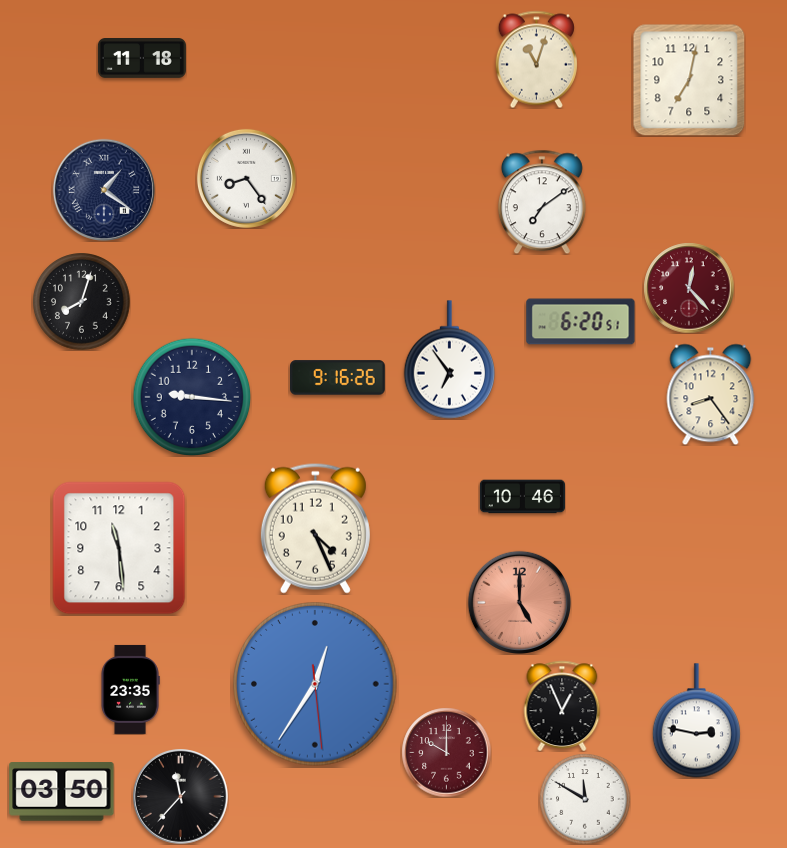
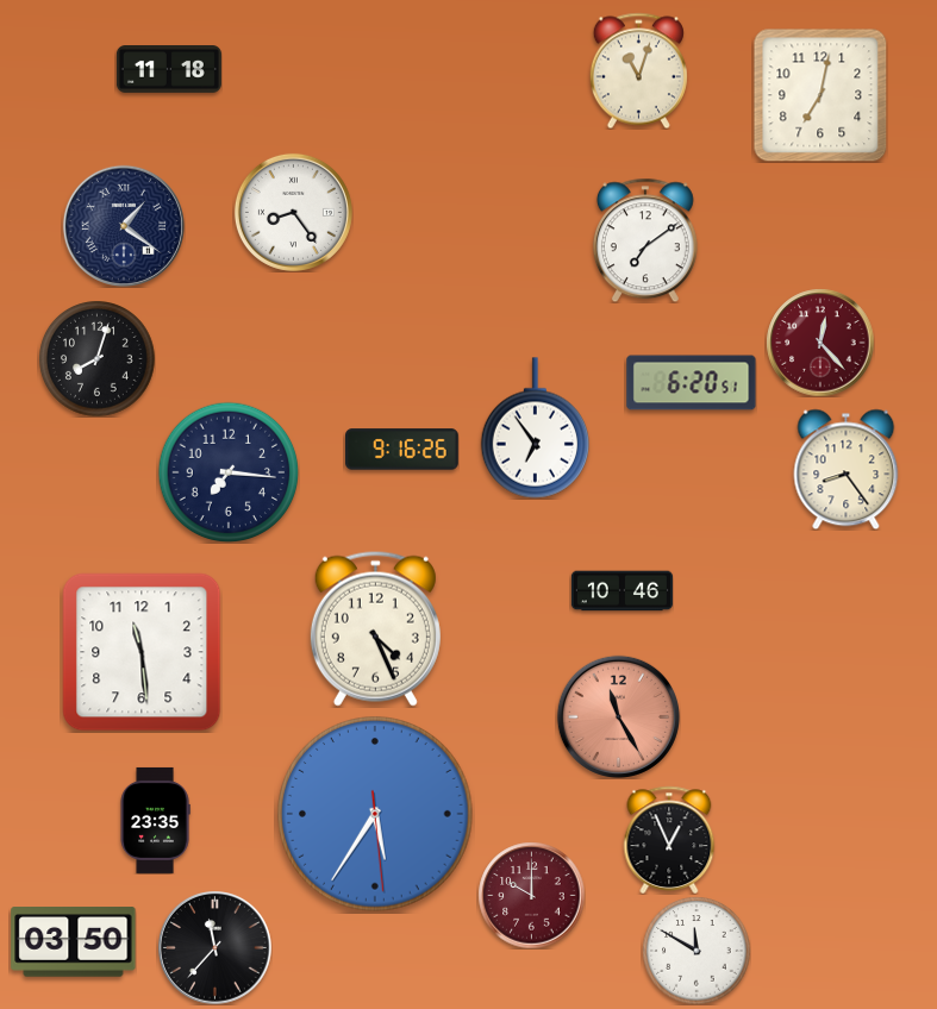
clock at (192, 397): 9:16 -> 7:16
clock at (519, 602): 5:00 -> 11:25
clock at (316, 685): 12:35 -> 5:35
clock at (696, 721): 2:47 -> none
